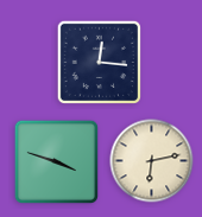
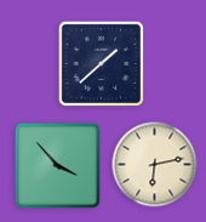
clock at (99, 62): 12:16 -> 1:38
clock at (56, 161): 3:48 -> 3:53
